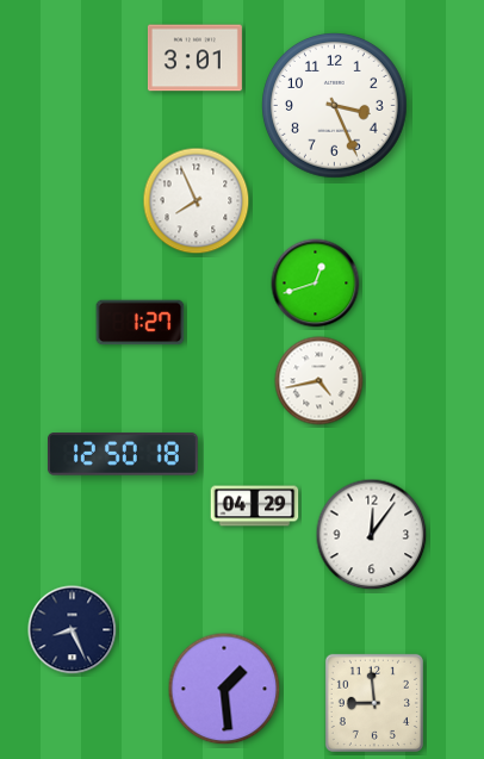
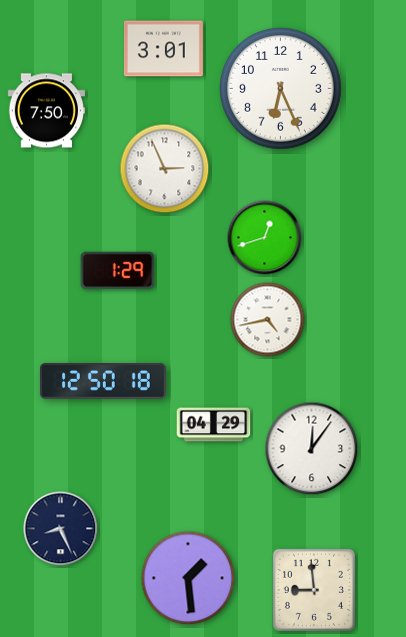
clock at (335, 106): 3:26 -> 6:26
clock at (46, 111): none -> 7:50
clock at (197, 201): 7:56 -> 2:56
clock at (141, 323): 1:27 -> 1:29
